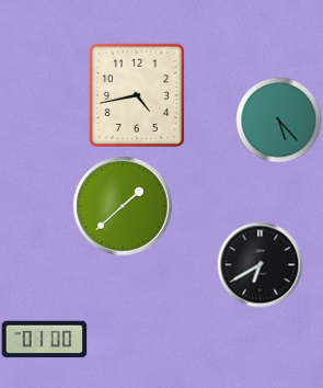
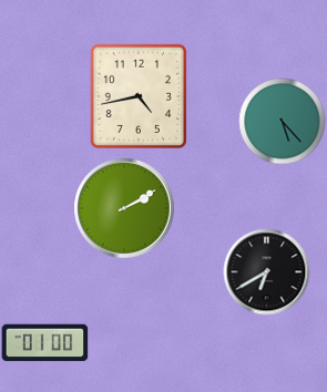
clock at (123, 206): 1:38 -> 2:10
clock at (259, 264) position: (259, 264) -> (266, 271)
